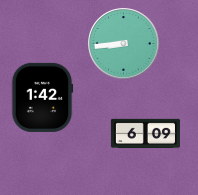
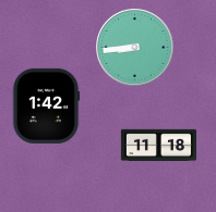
clock at (145, 134): 6:09 -> 11:18
